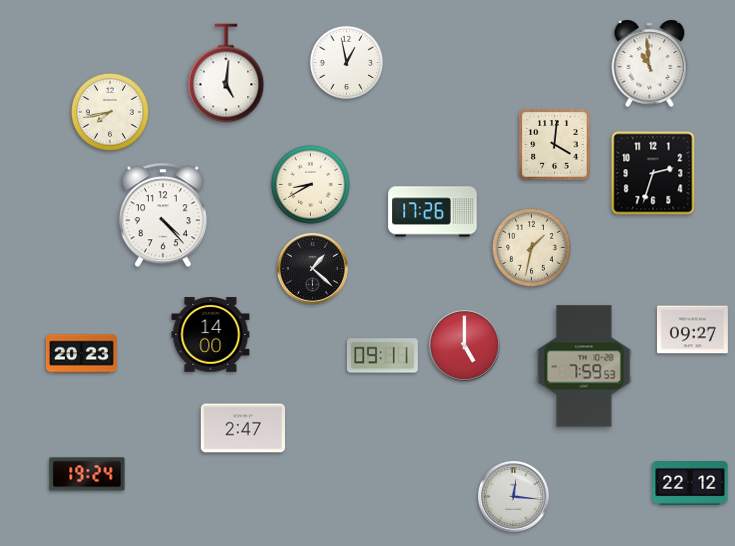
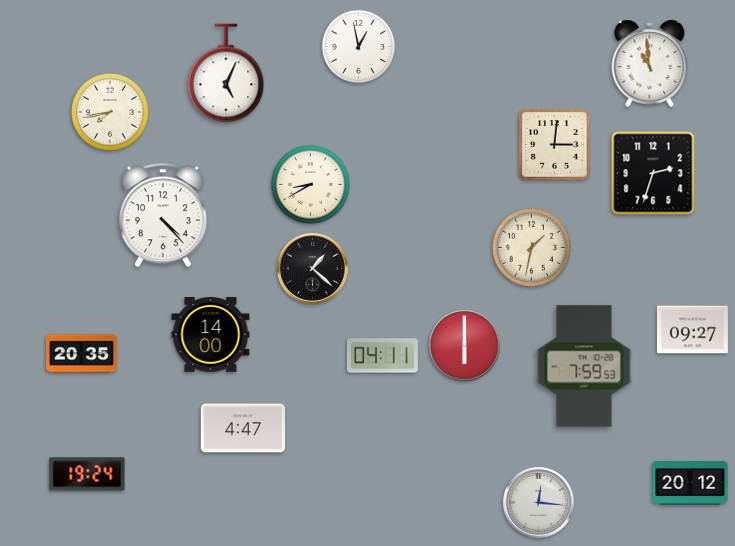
clock at (347, 63) position: (347, 63) -> (359, 47)
clock at (226, 73): 5:01 -> 5:04
clock at (555, 145): 4:01 -> 3:01
clock at (433, 212): 17:26 -> none
clock at (464, 345): 5:00 -> 6:00
clock at (81, 354): 20:23 -> 20:35
clock at (382, 356): 09:11 -> 04:11
clock at (242, 428): 2:47 -> 4:47
clock at (690, 484): 22:12 -> 20:12
clock at (513, 496) position: (513, 496) -> (538, 502)
